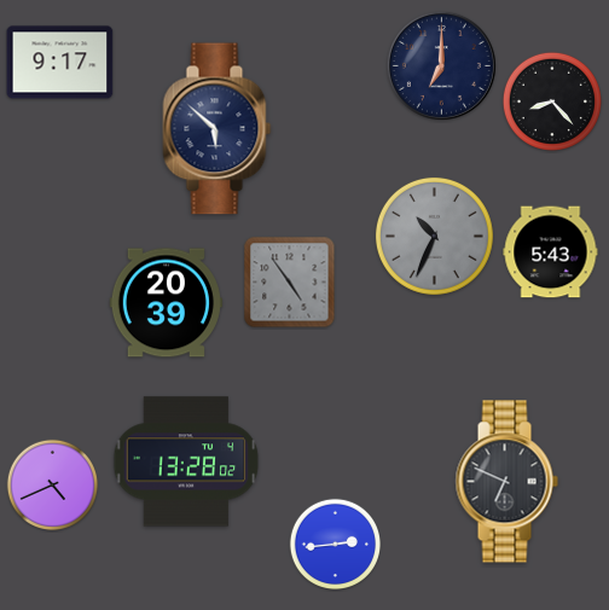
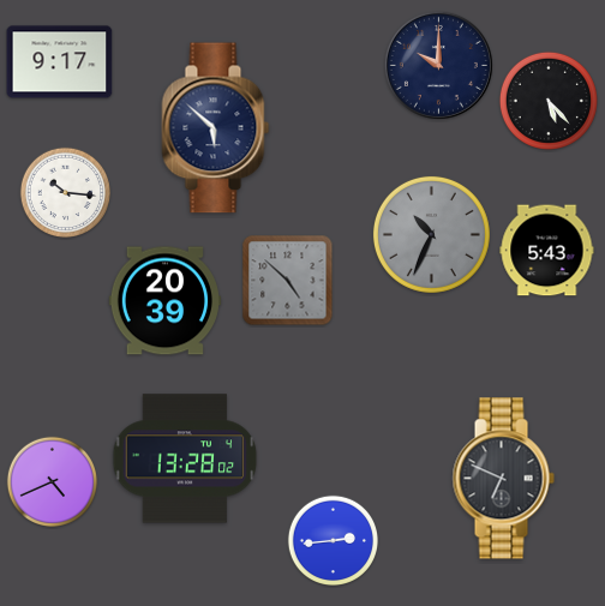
clock at (441, 65): 7:00 -> 10:00
clock at (552, 101): 8:23 -> 5:23
clock at (65, 192): none -> 10:16
clock at (290, 283): 4:54 -> 4:52
